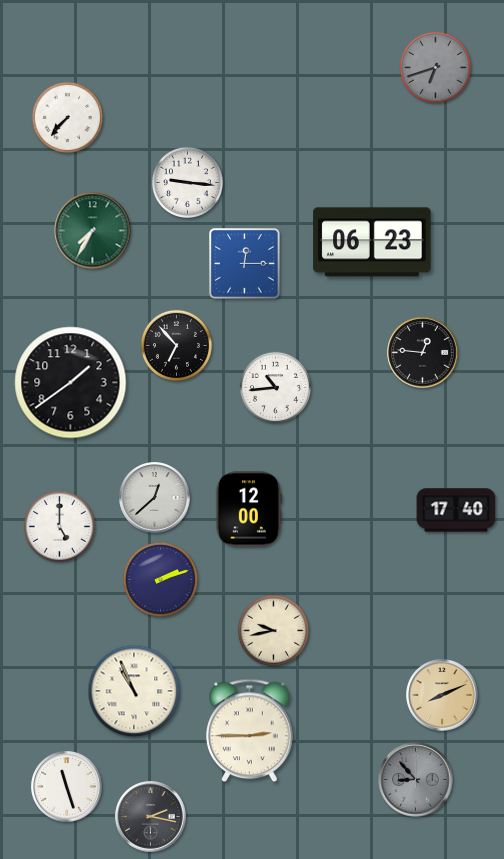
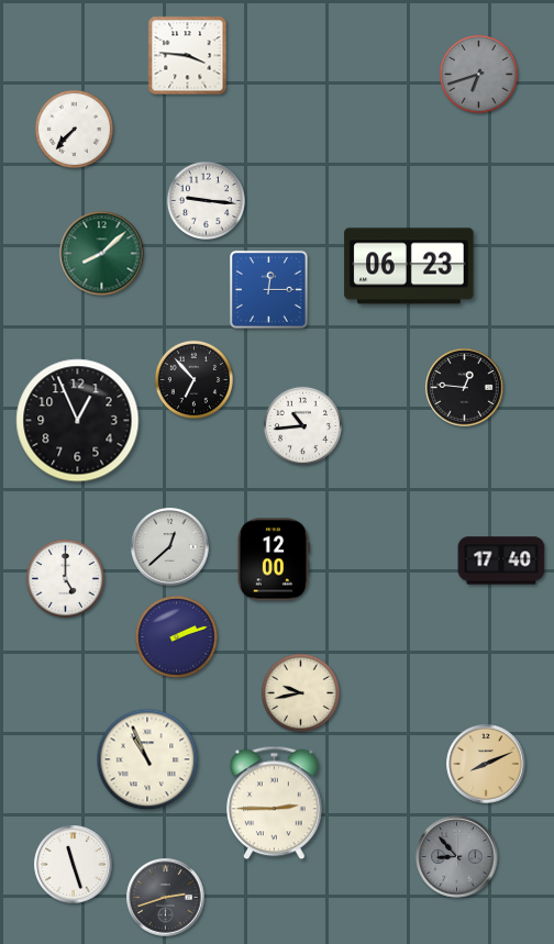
clock at (188, 56): none -> 3:46
clock at (93, 231): 7:35 -> 8:08
clock at (71, 383): 1:39 -> 12:56
clock at (151, 817): 2:17 -> 2:42
